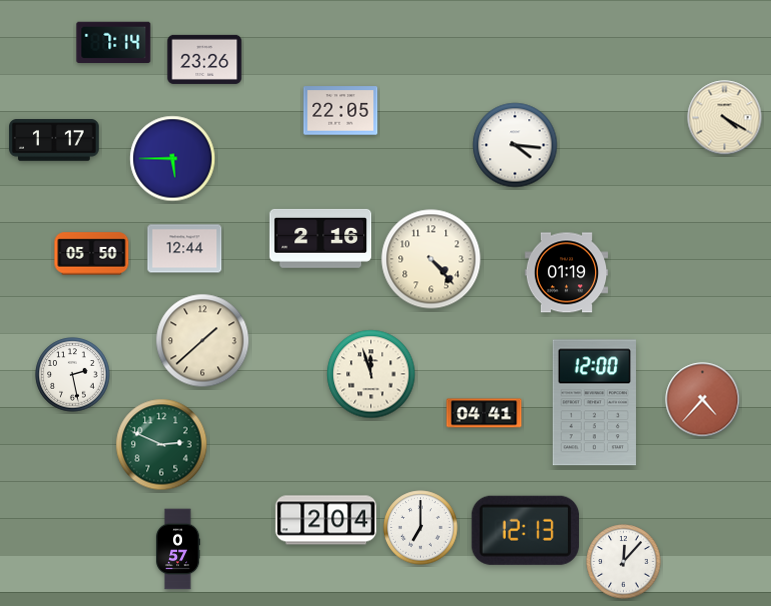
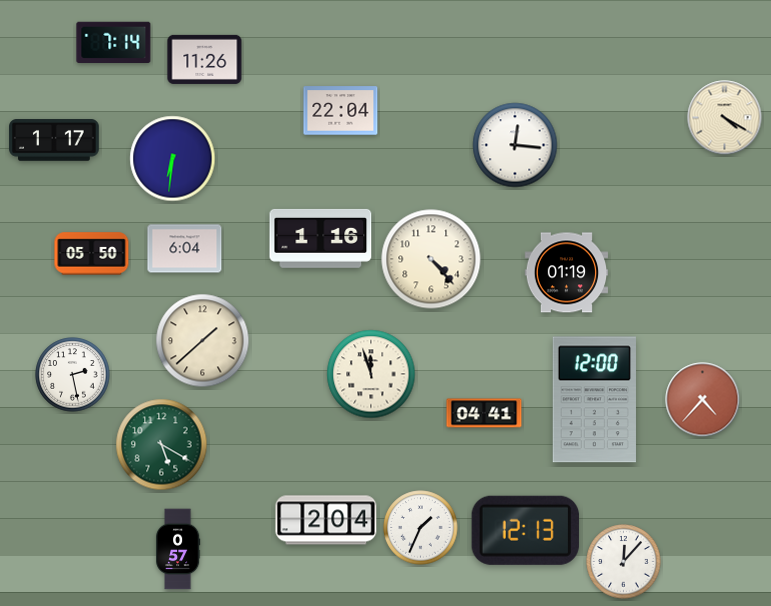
clock at (205, 59): 23:26 -> 11:26
clock at (341, 111): 22:05 -> 22:04
clock at (515, 145): 4:16 -> 12:16
clock at (173, 159): 5:45 -> 6:31
clock at (321, 238): 2:16 -> 1:16
clock at (185, 249): 12:44 -> 6:04
clock at (594, 403) position: (594, 403) -> (594, 400)
clock at (162, 445): 2:49 -> 5:20
clock at (421, 528): 7:00 -> 1:34
